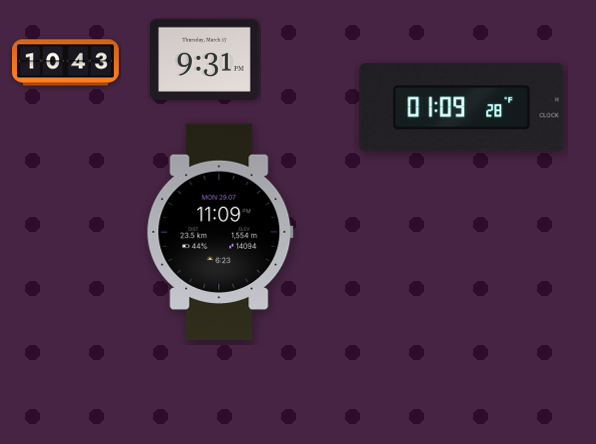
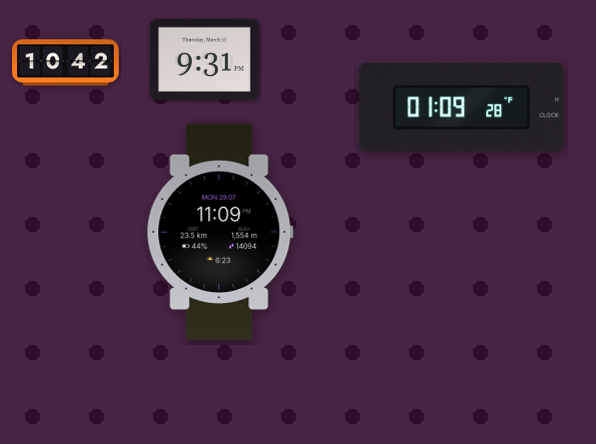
clock at (66, 63): 10:43 -> 10:42
